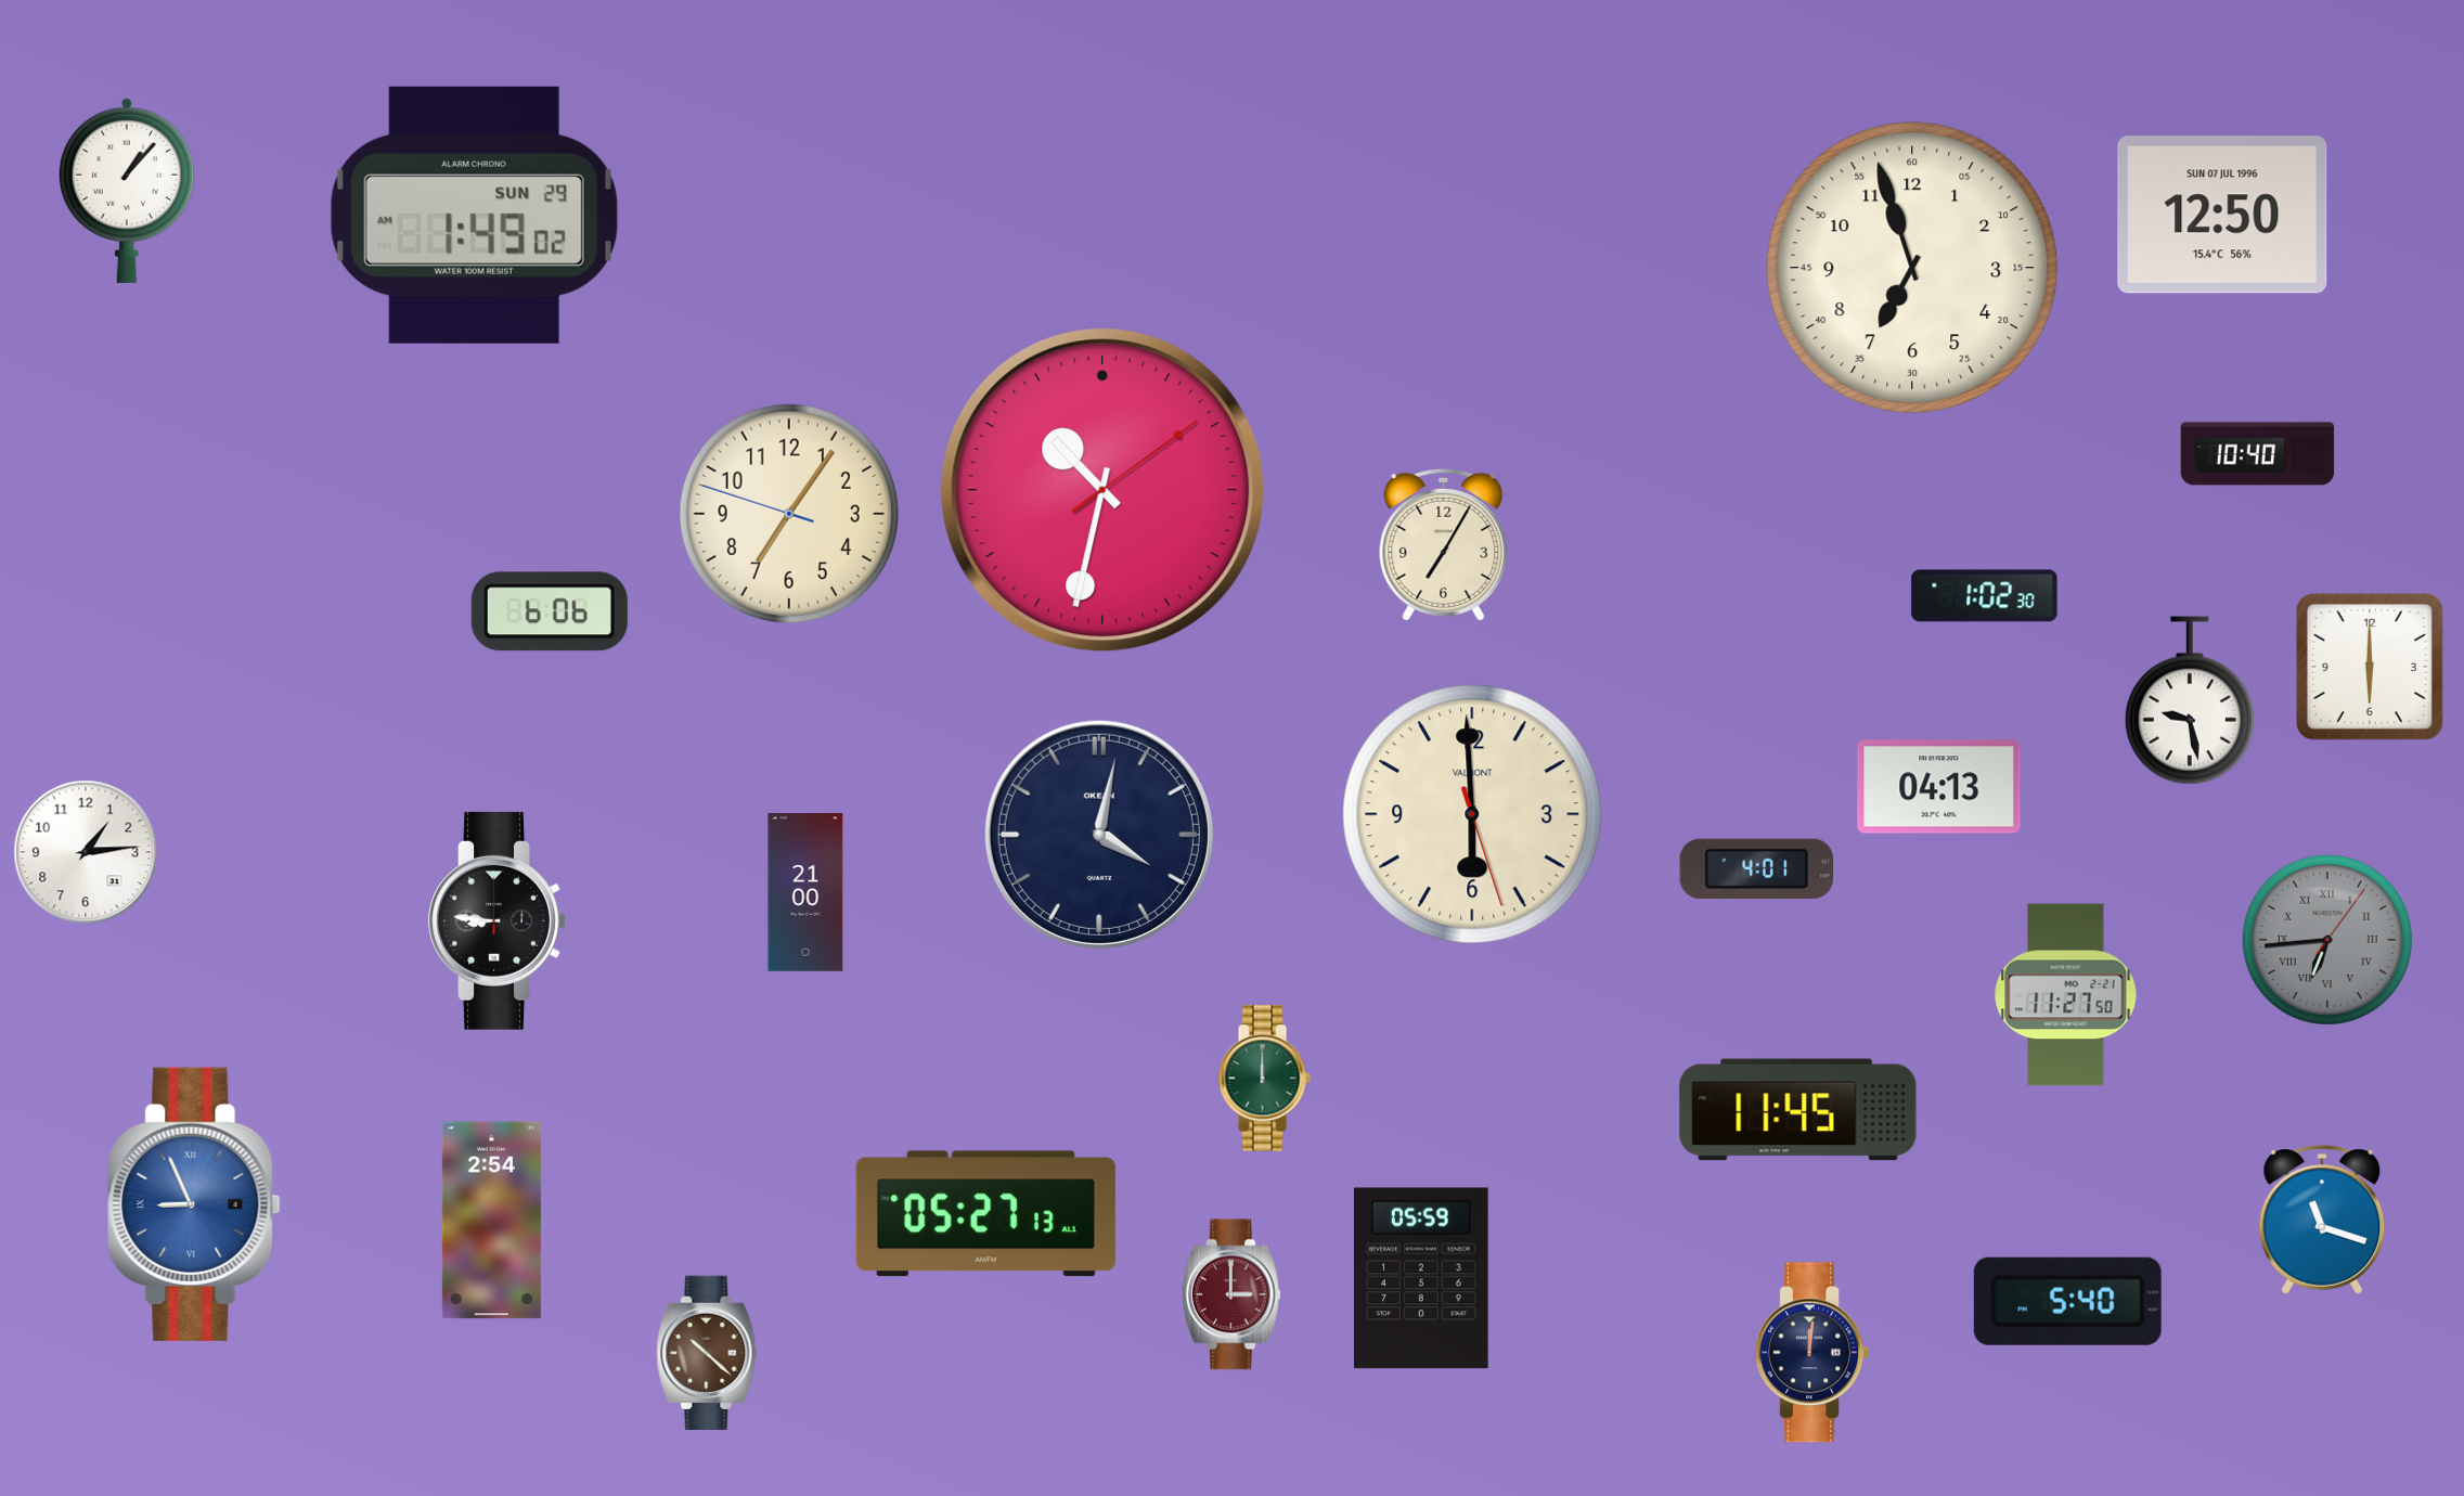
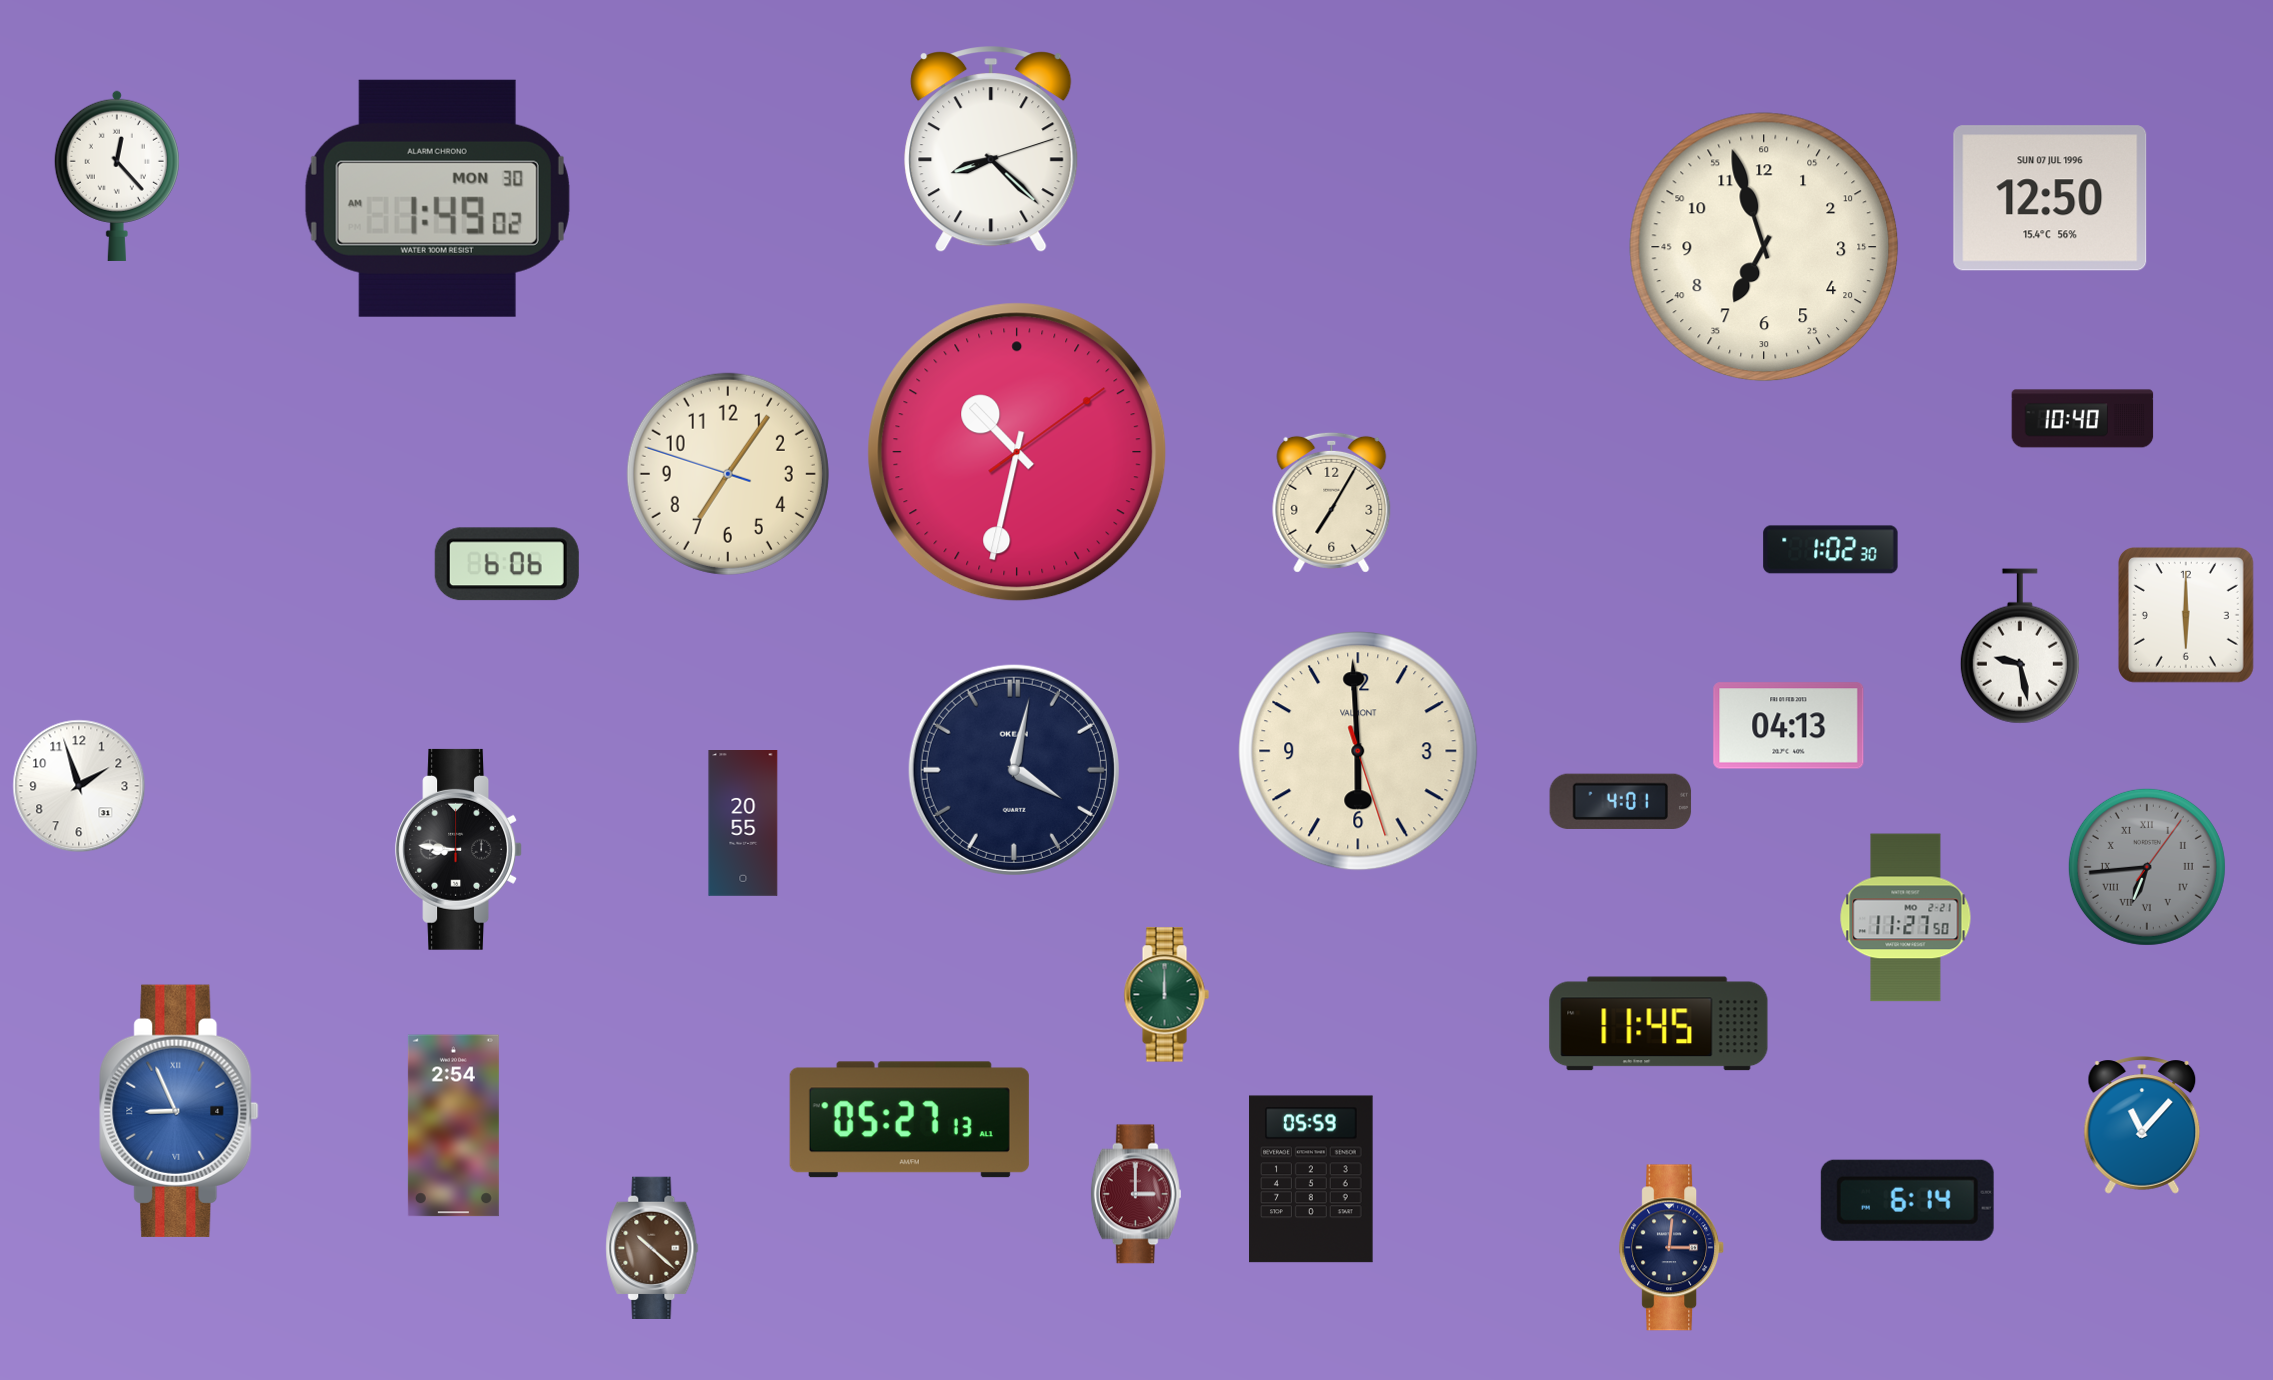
clock at (991, 150): none -> 8:22
clock at (127, 191): 1:07 -> 12:23
clock at (474, 215) date: SUN 29 -> MON 30
clock at (86, 852): 1:14 -> 1:57
clock at (805, 893): 21:00 -> 20:55
clock at (2322, 1220): 11:18 -> 11:07
clock at (2067, 1301): 5:40 -> 6:14
clock at (1812, 1353): 12:01 -> 3:01
